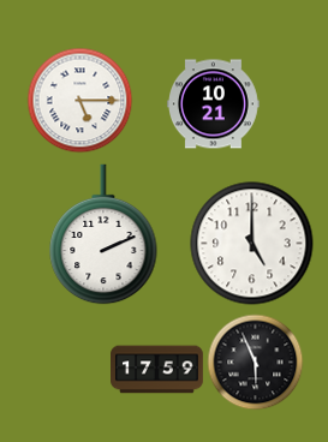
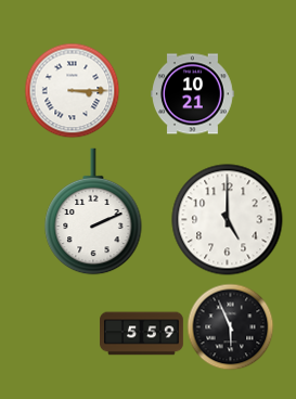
clock at (79, 100): 5:15 -> 3:15
clock at (157, 370): 17:59 -> 5:59
